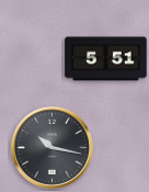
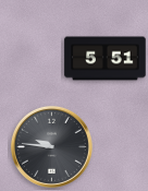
clock at (51, 147): 10:17 -> 9:46
